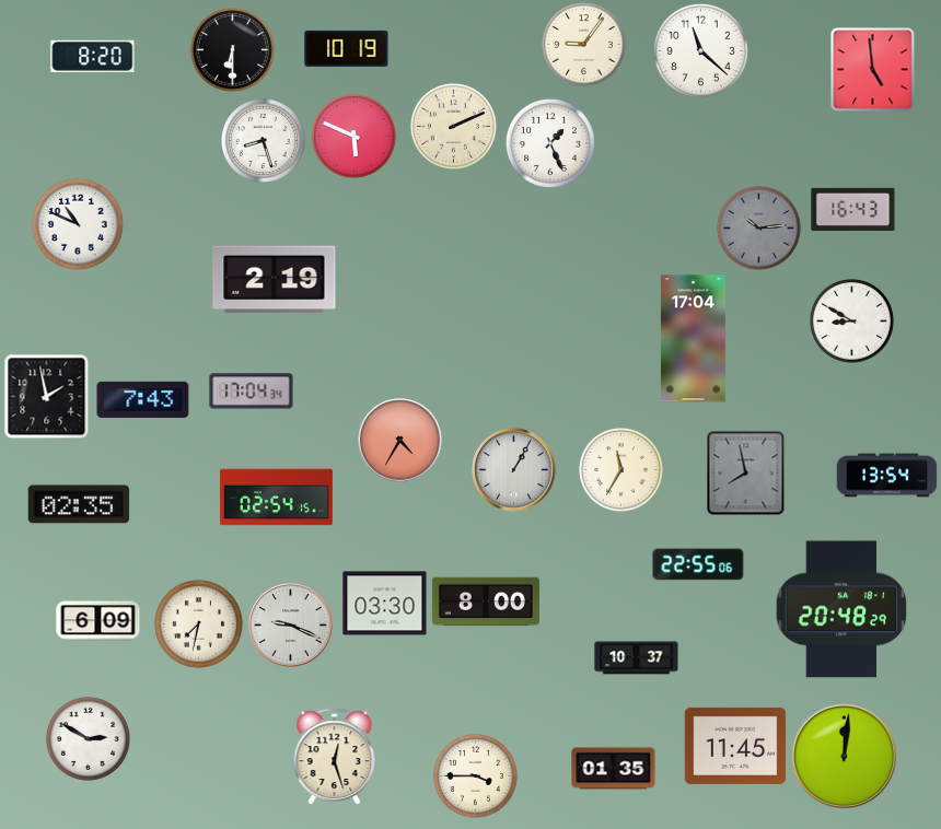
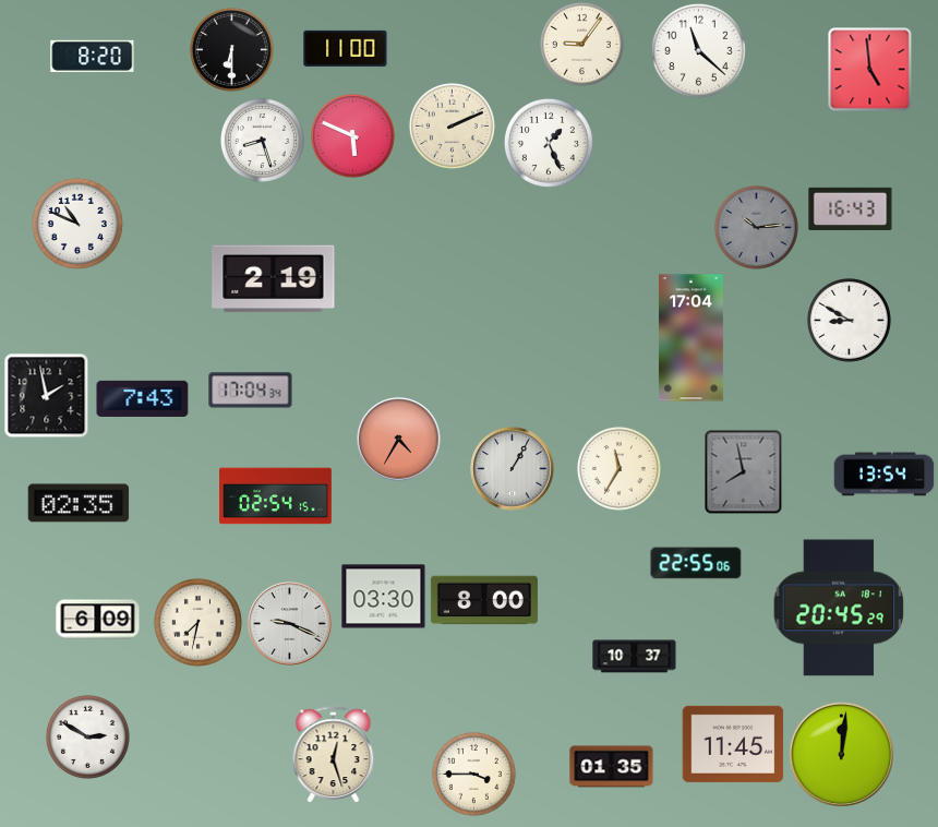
clock at (347, 48): 10:19 -> 11:00
clock at (385, 604) position: (385, 604) -> (384, 597)
clock at (841, 609): 20:48 -> 20:45
